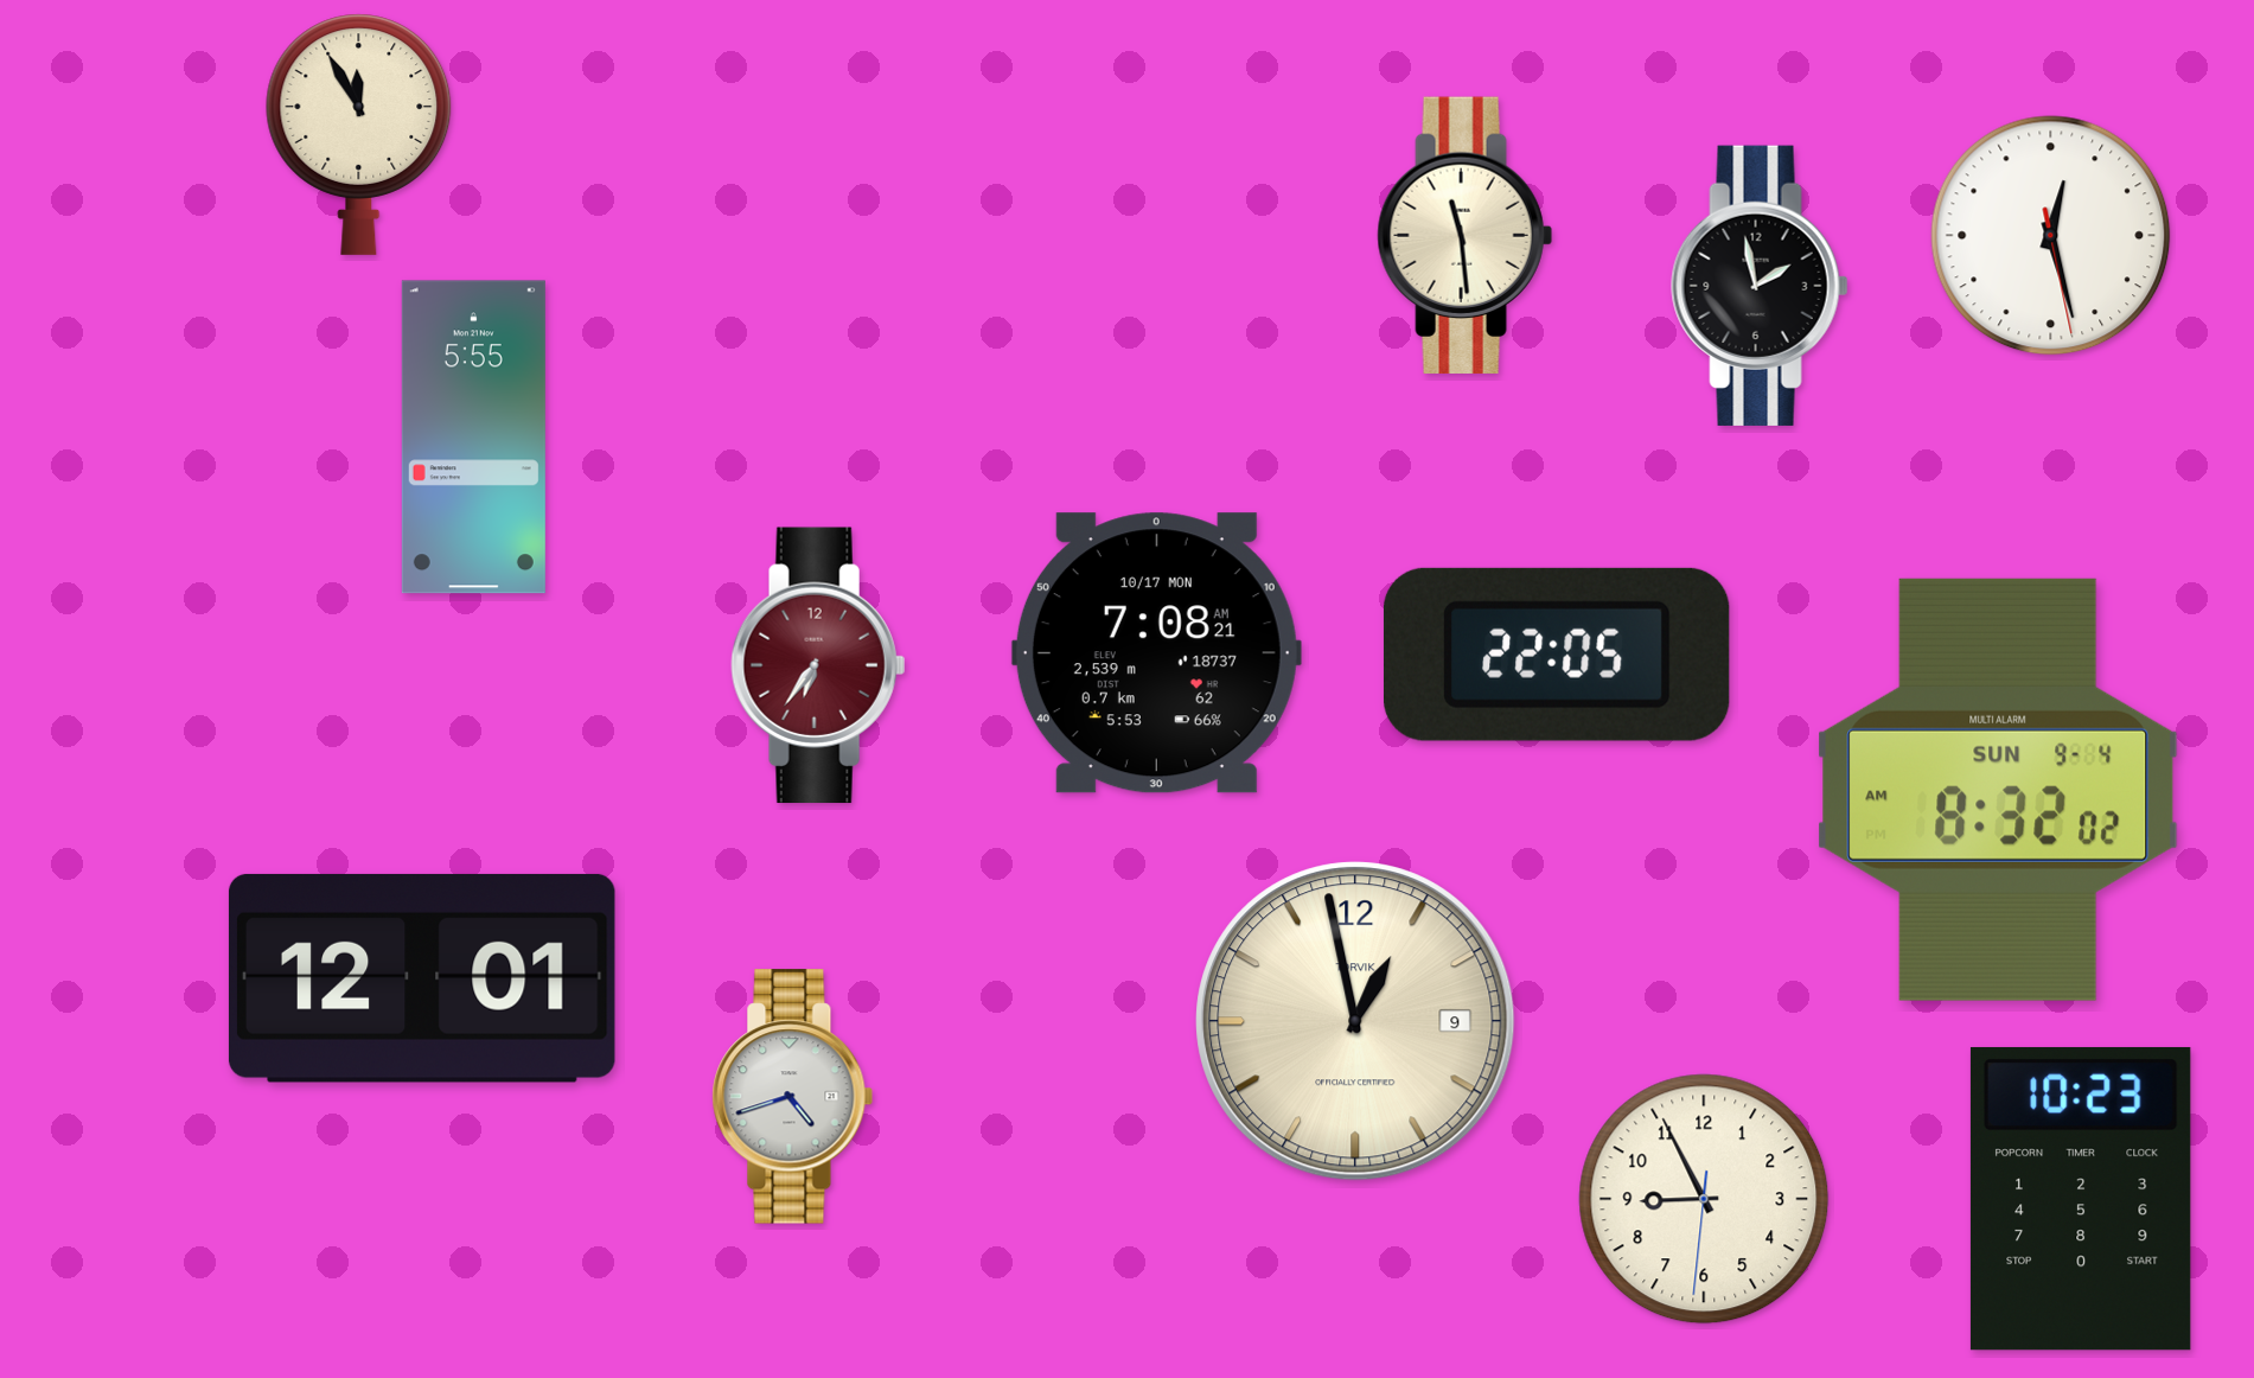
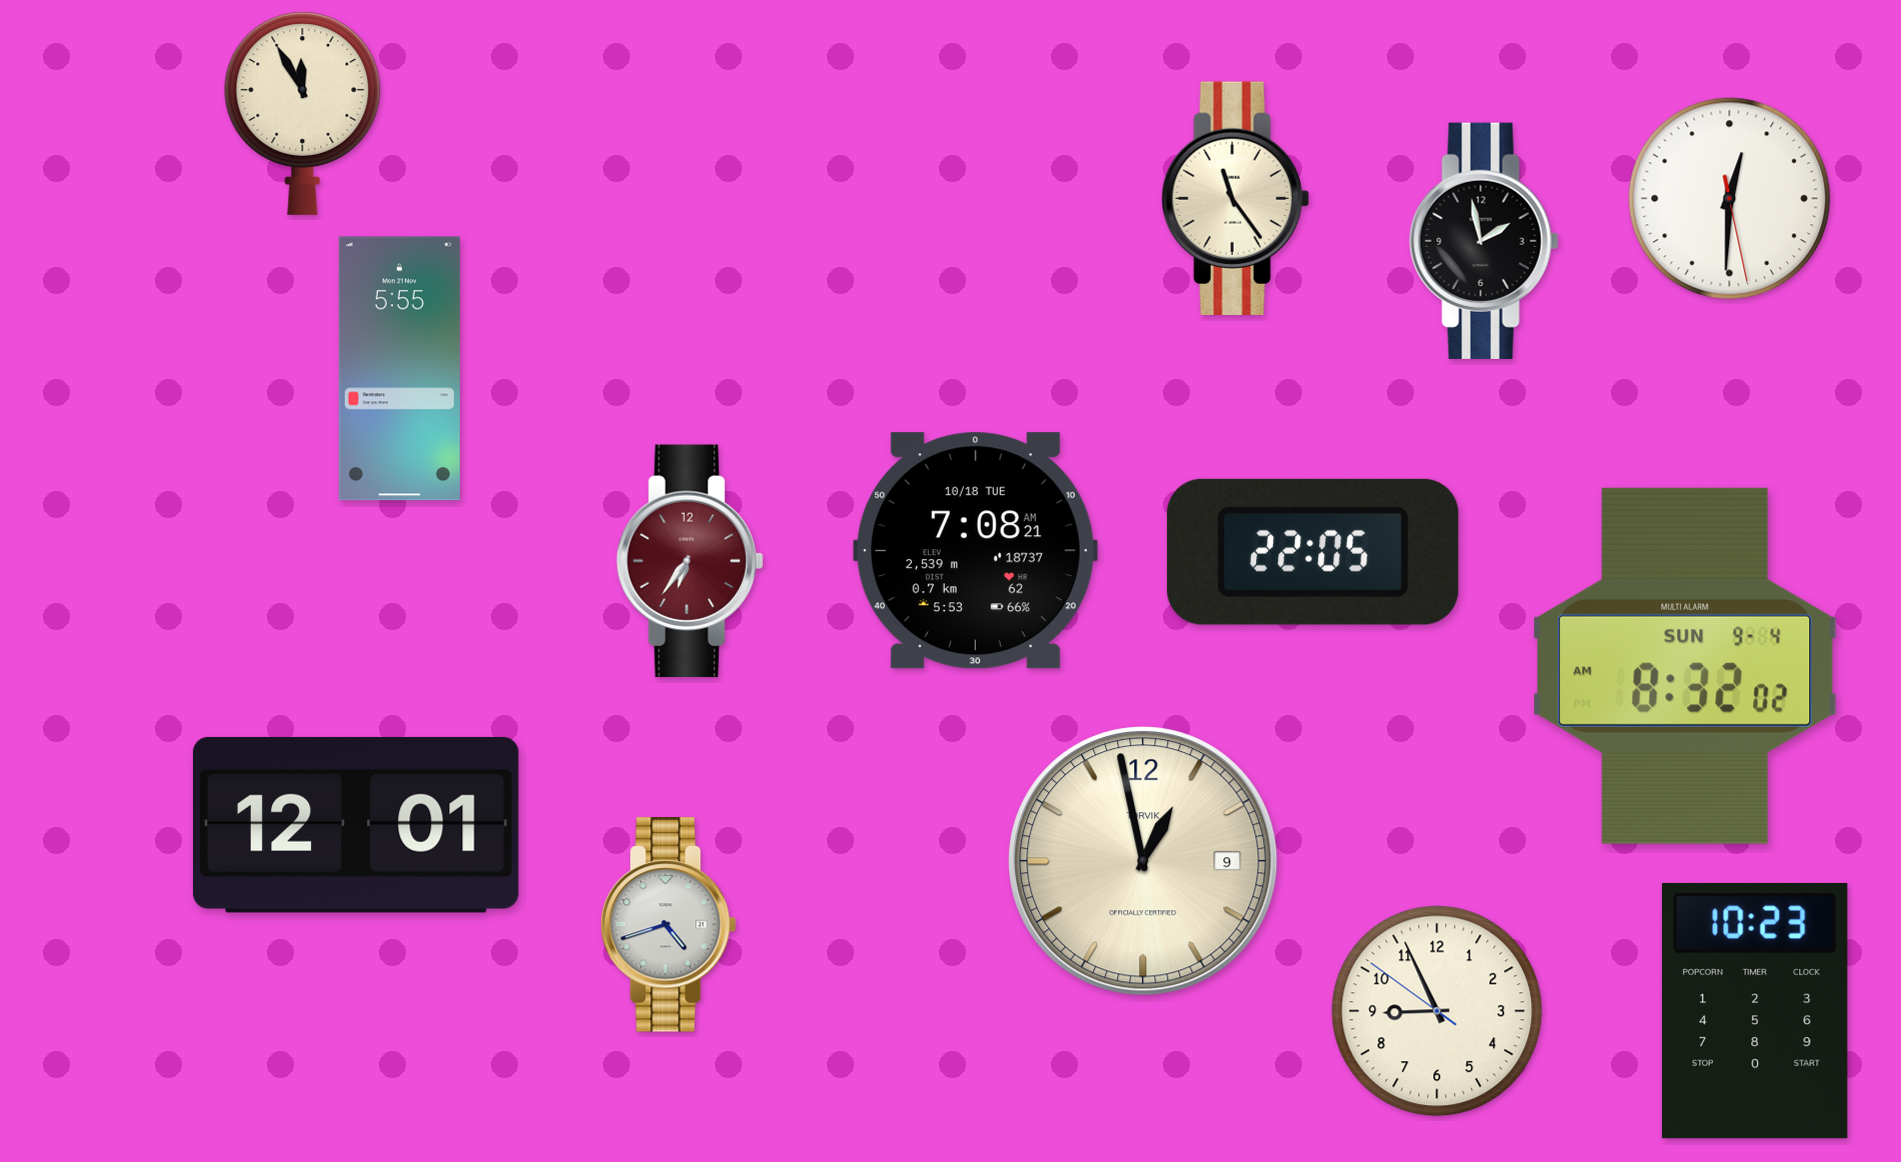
clock at (1464, 235): 11:29 -> 11:24
clock at (2051, 236): 12:27 -> 12:30
clock at (1156, 653) date: 10/17 MON -> 10/18 TUE
clock at (1704, 1199): 8:55:31 -> 8:55:51
